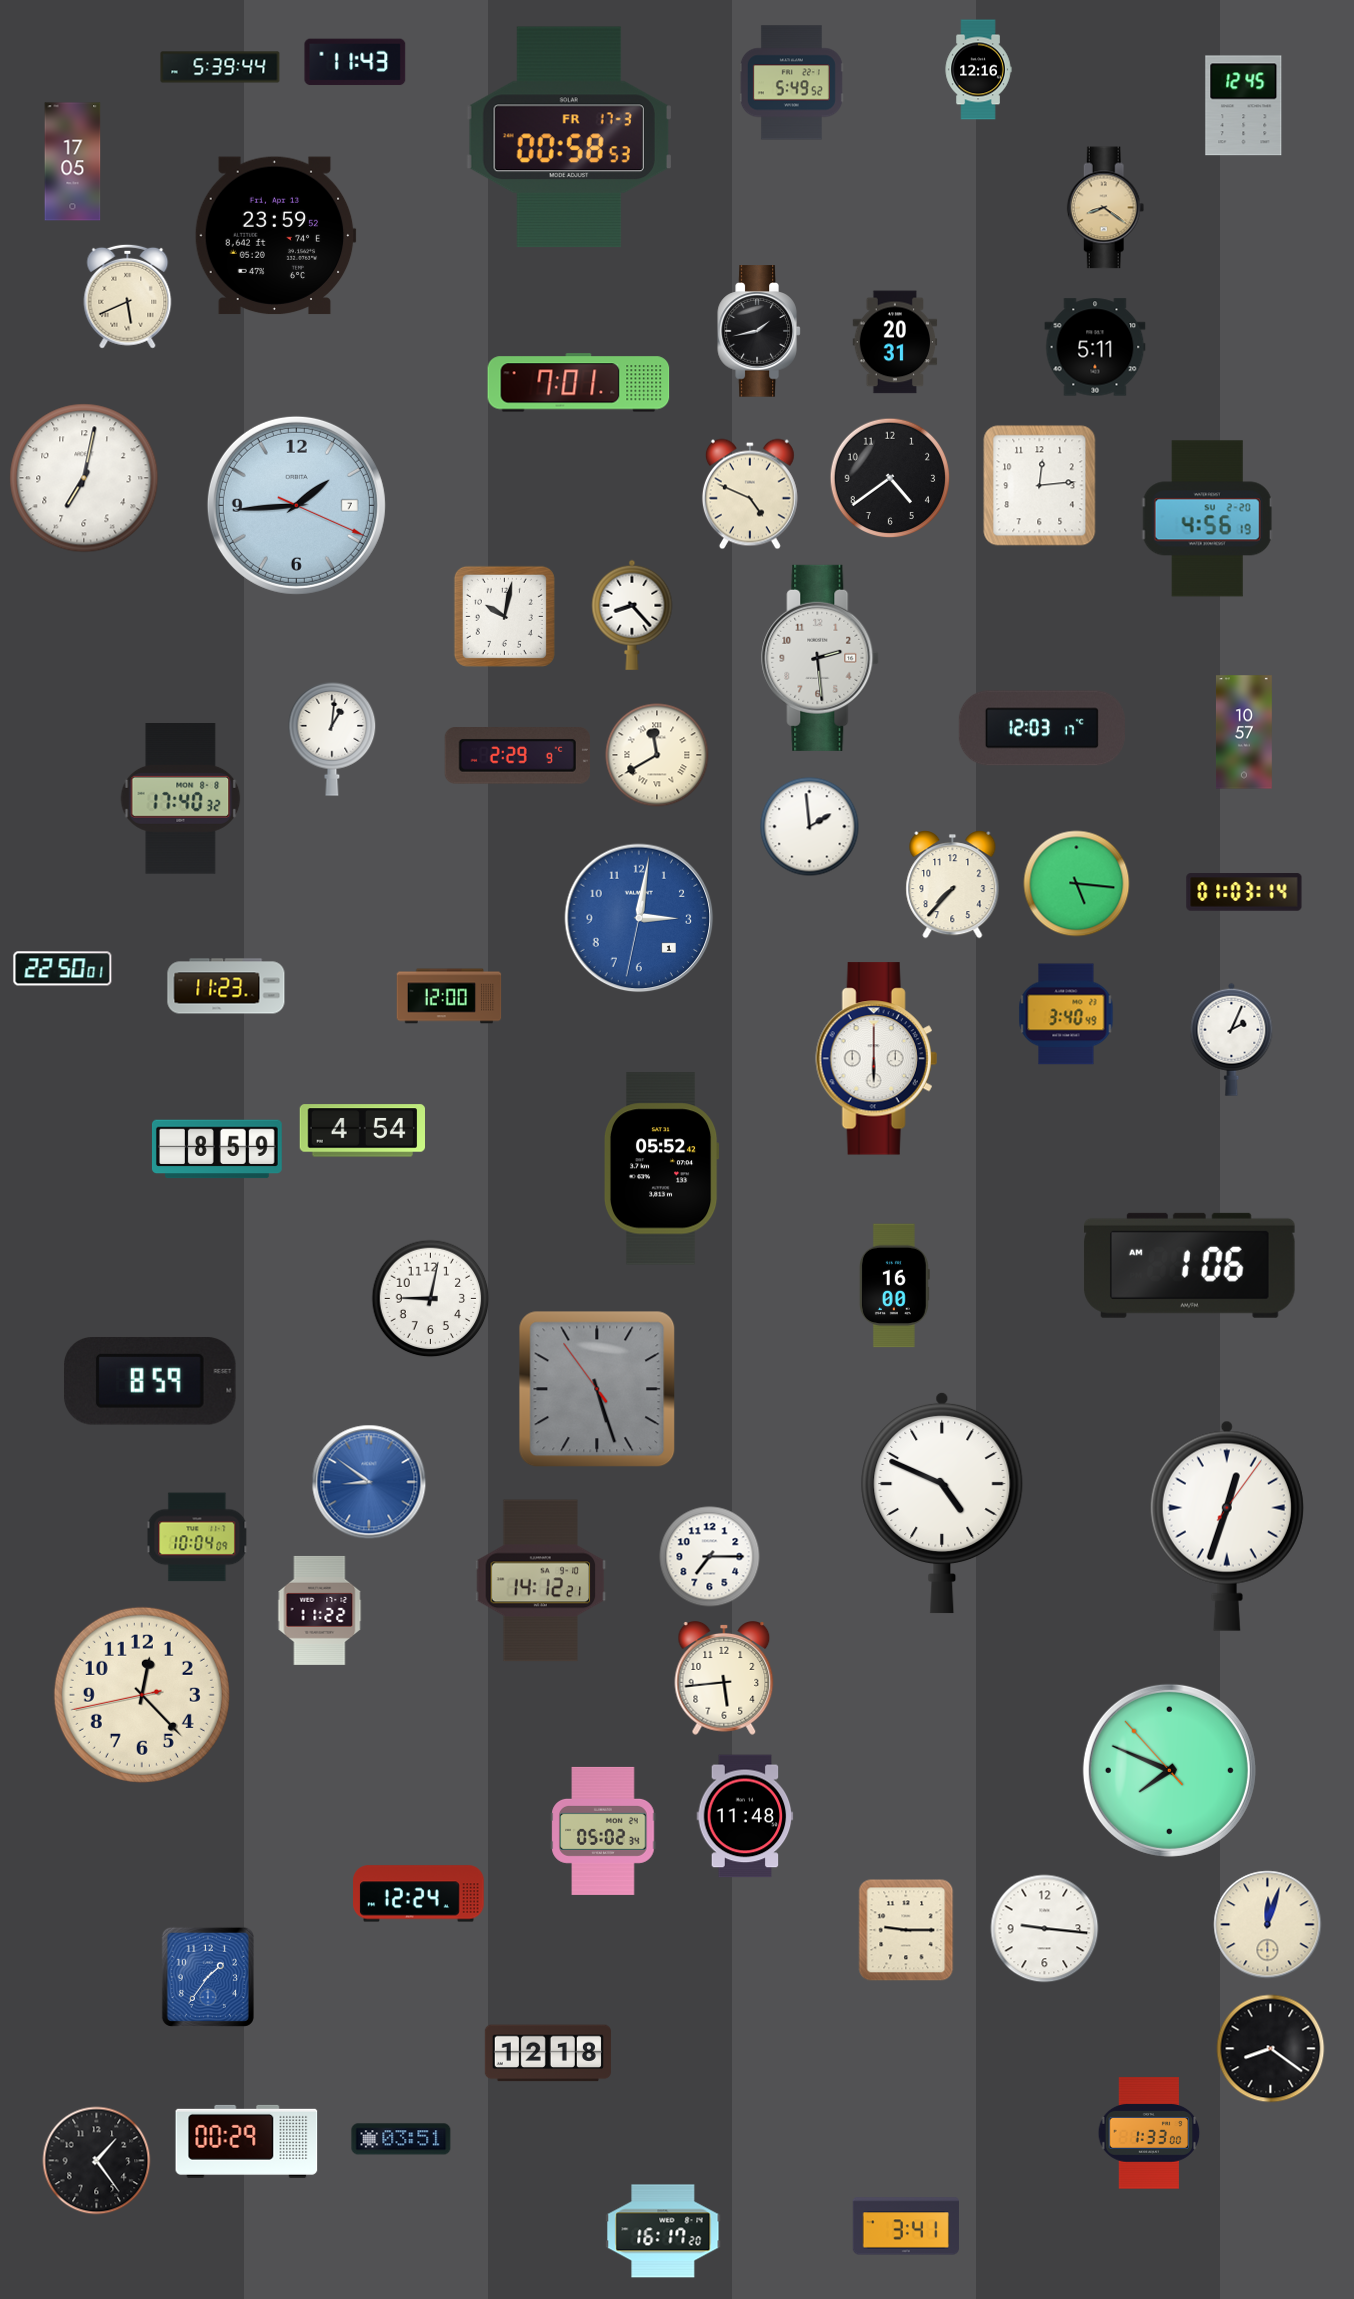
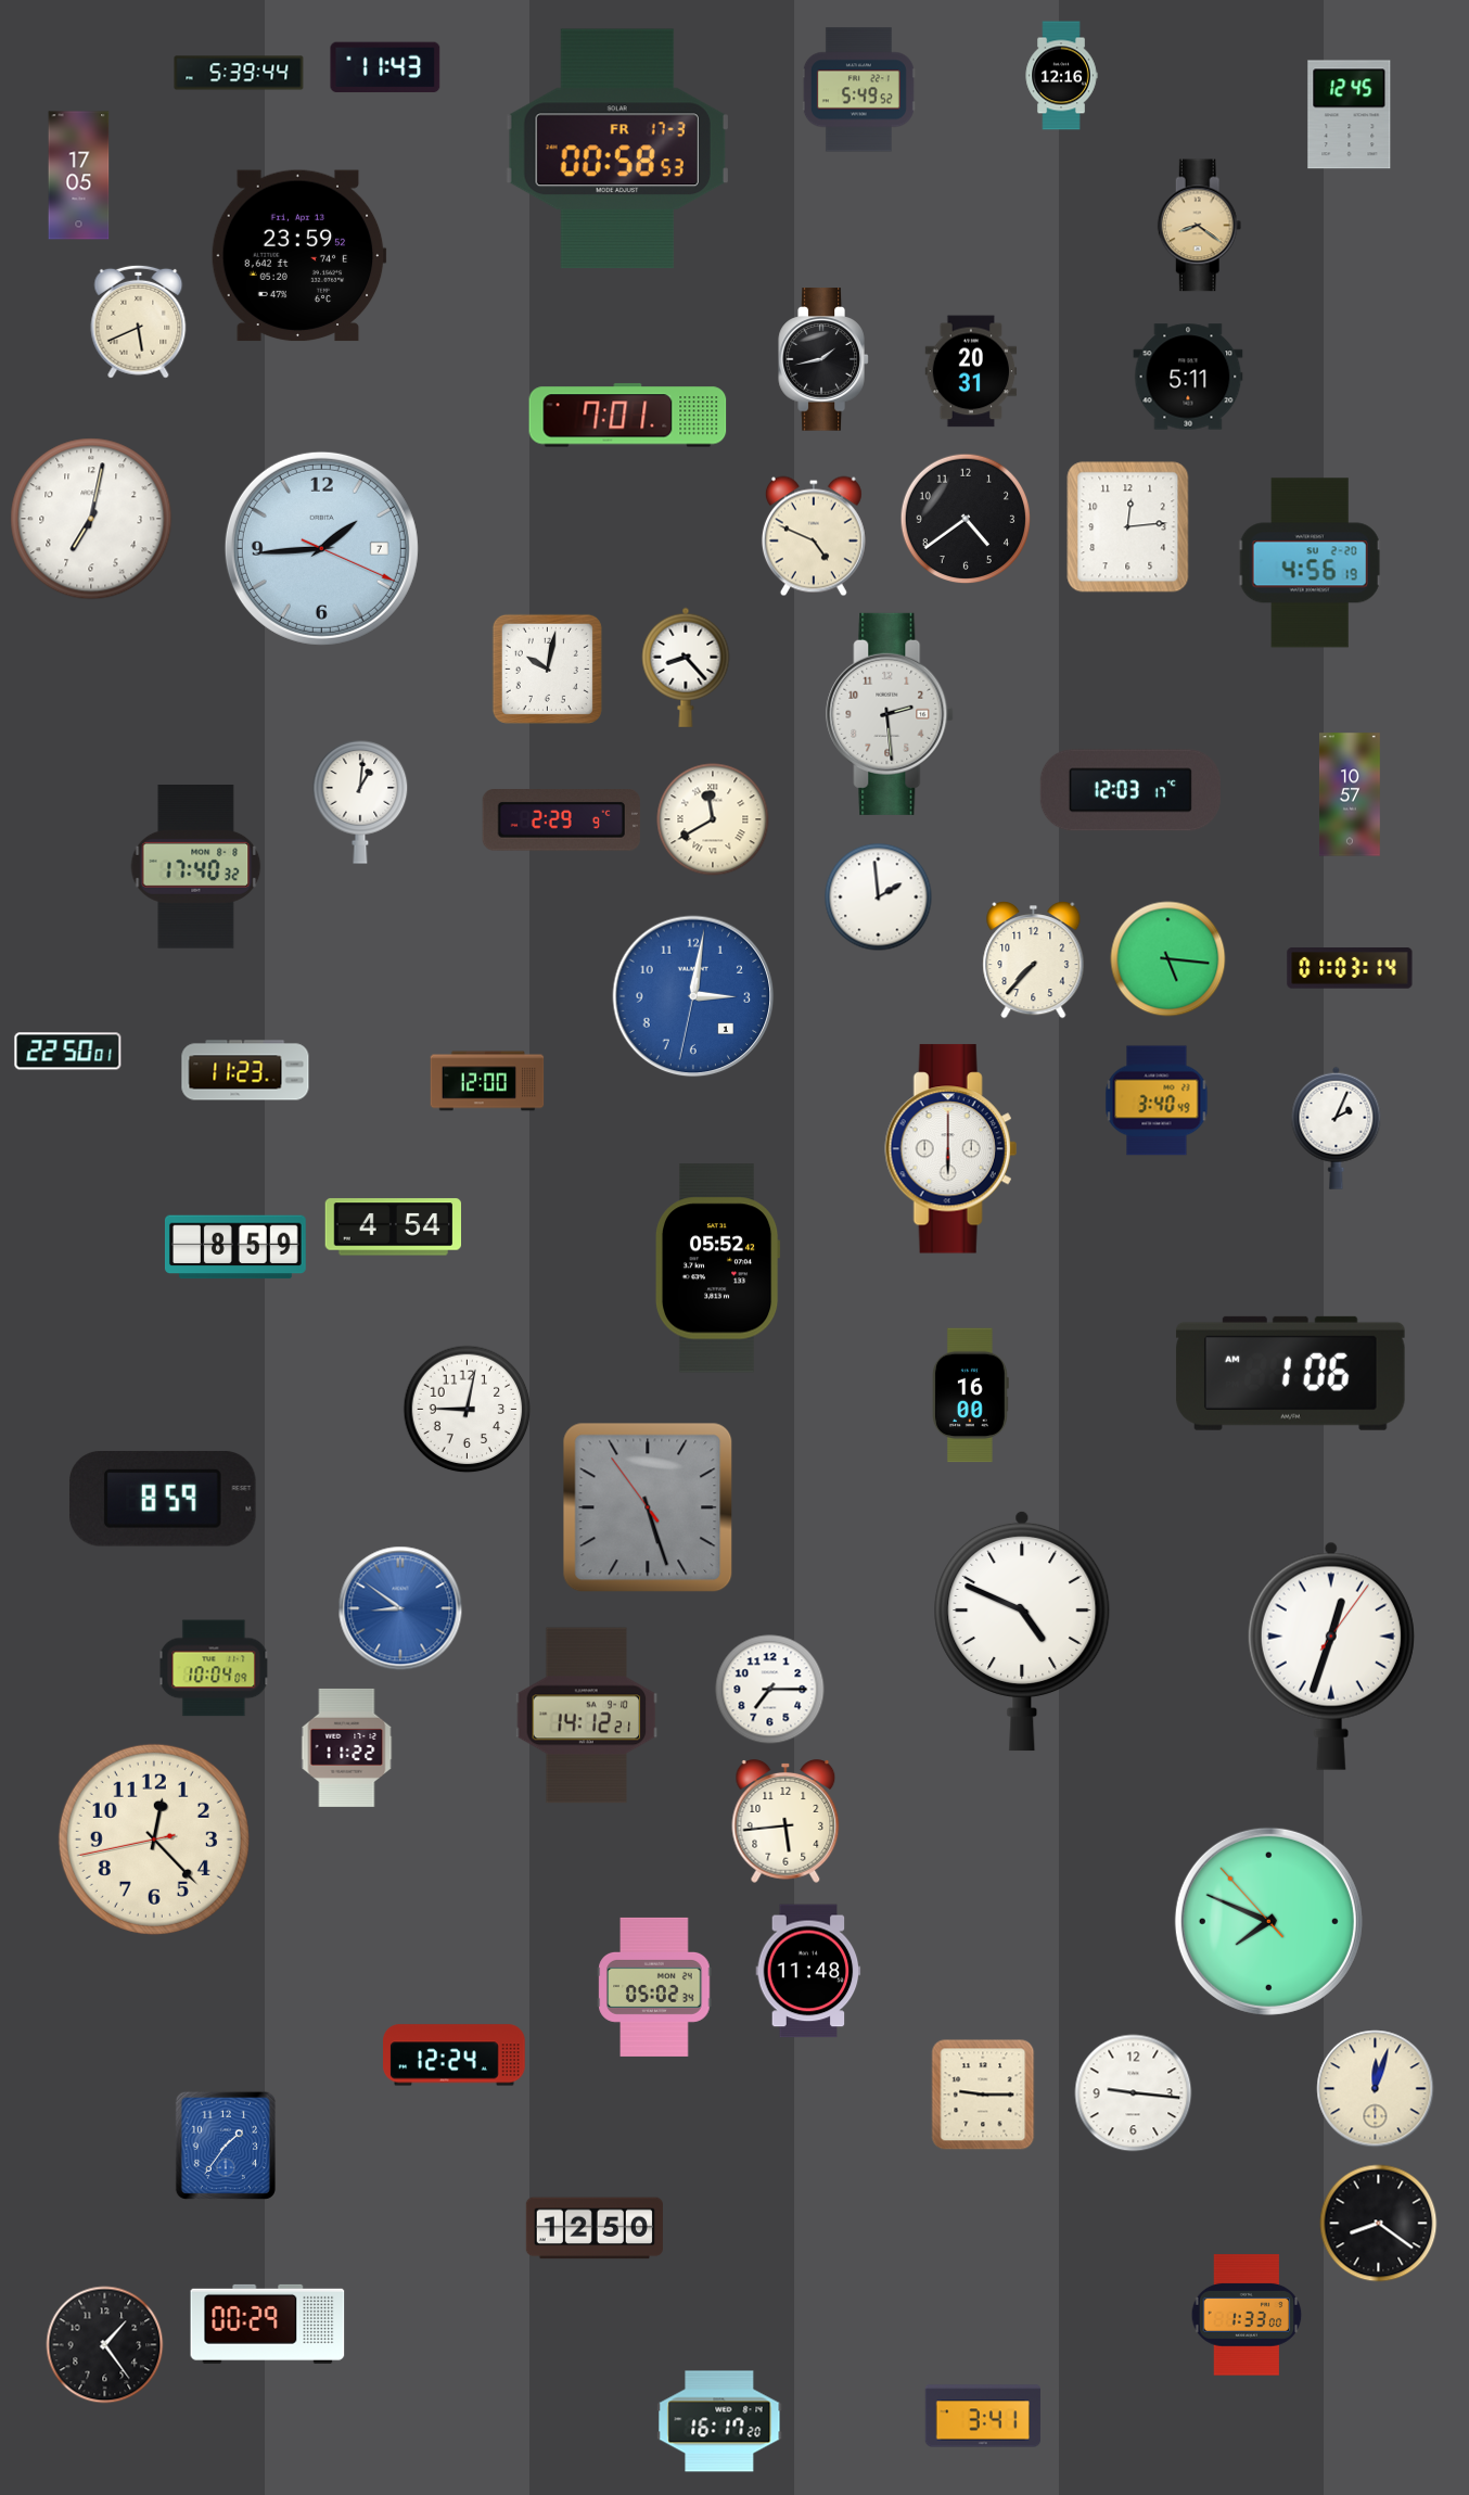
clock at (548, 2053): 12:18 -> 12:50
clock at (401, 2139): 03:51 -> none
